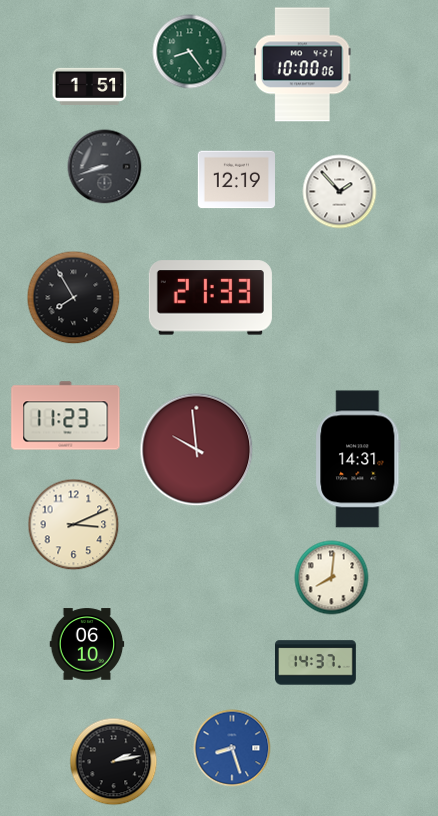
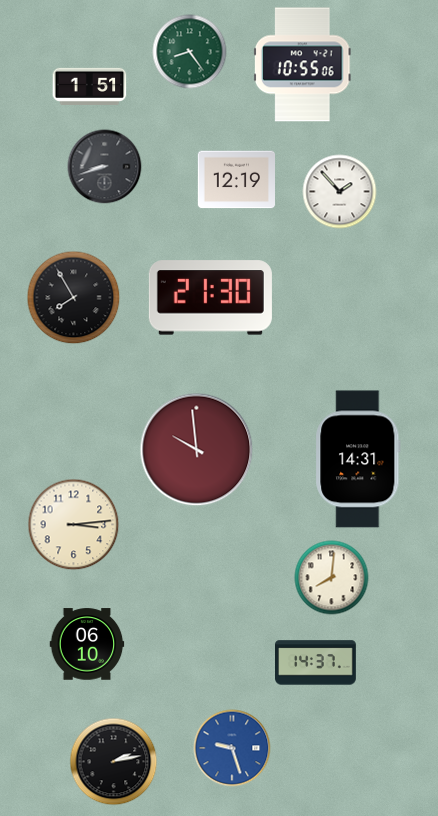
clock at (302, 65): 10:00 -> 10:55
clock at (210, 298): 21:33 -> 21:30
clock at (66, 416): 11:23 -> none
clock at (74, 525): 3:11 -> 3:14
clock at (232, 748): 8:27 -> 9:27
